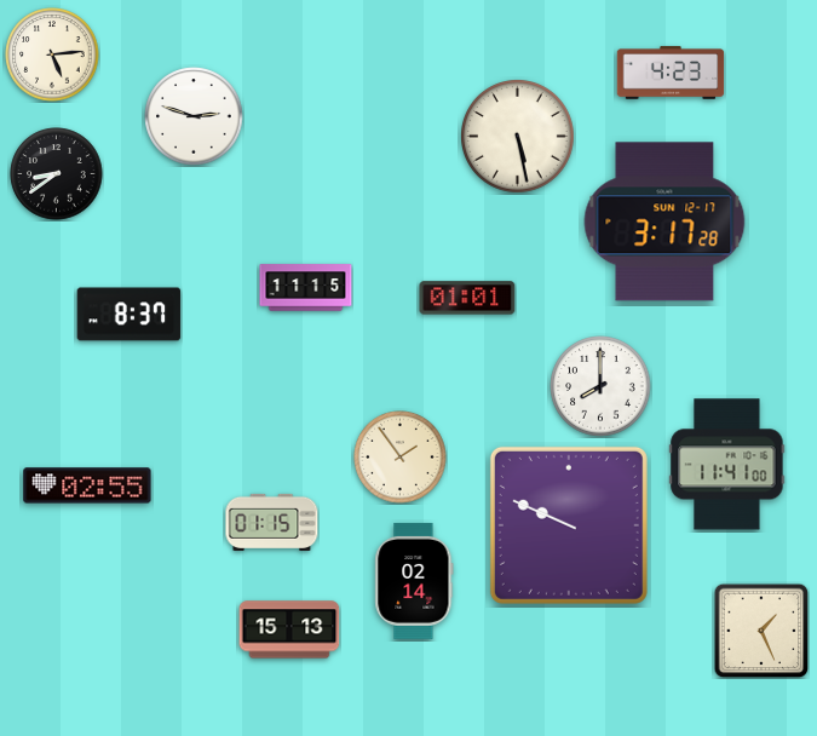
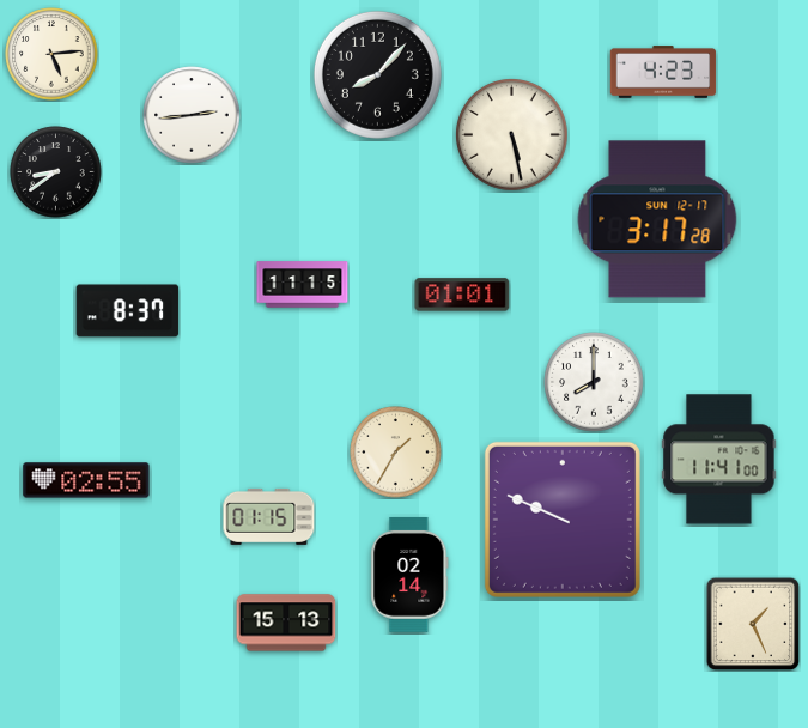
clock at (377, 74): none -> 8:07
clock at (194, 116): 2:48 -> 2:44
clock at (401, 458): 1:54 -> 1:35
